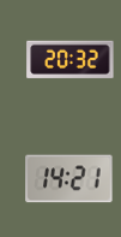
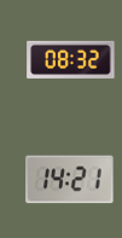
clock at (71, 59): 20:32 -> 08:32
